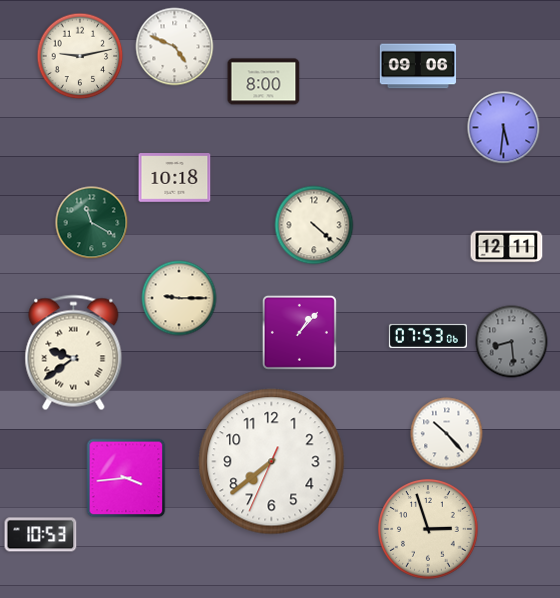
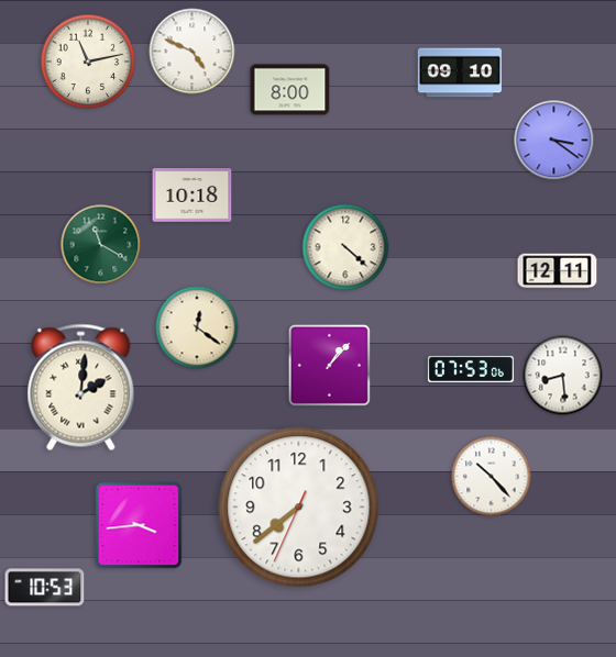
clock at (80, 56): 9:13 -> 11:13
clock at (418, 66): 09:06 -> 09:10
clock at (504, 128): 5:31 -> 3:21
clock at (179, 298): 9:15 -> 12:21
clock at (512, 342) dial: grey -> white
clock at (74, 353): 9:39 -> 2:01
clock at (428, 529): 2:57 -> none
